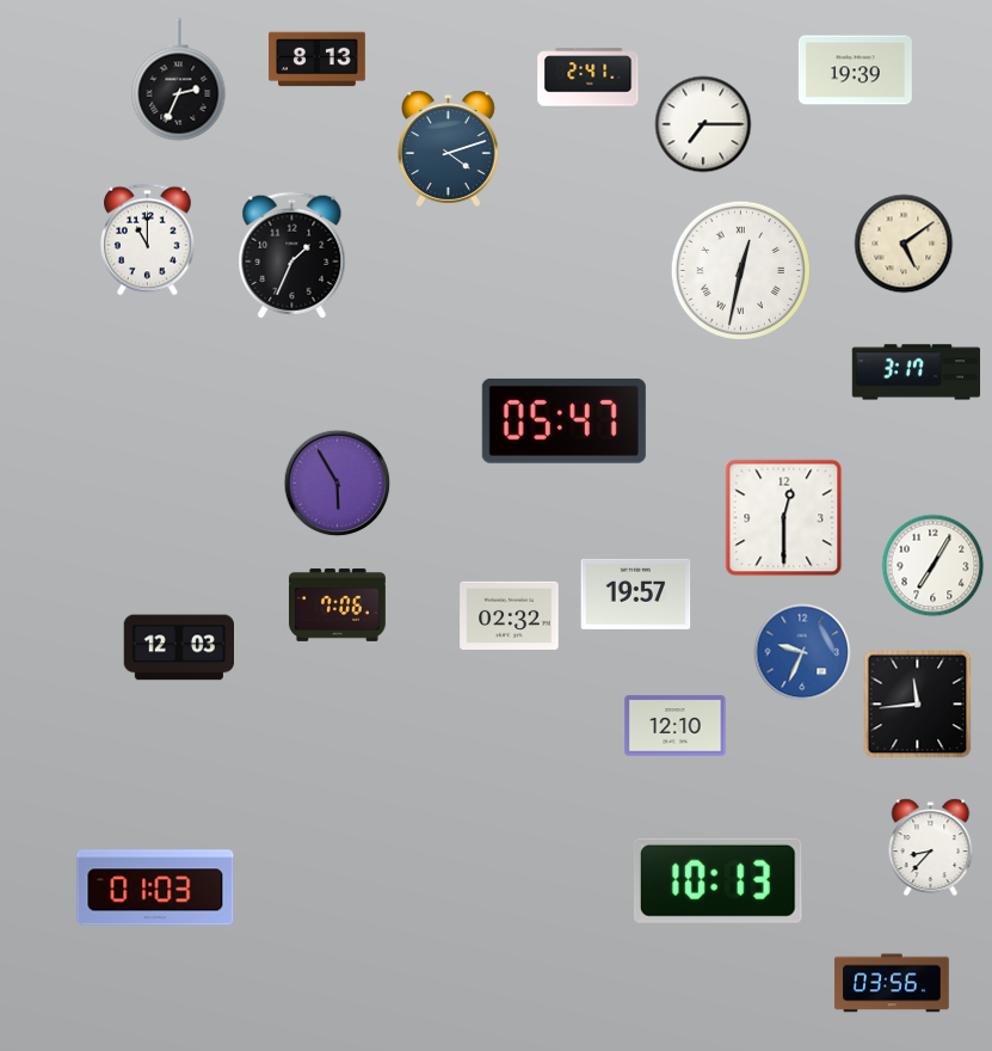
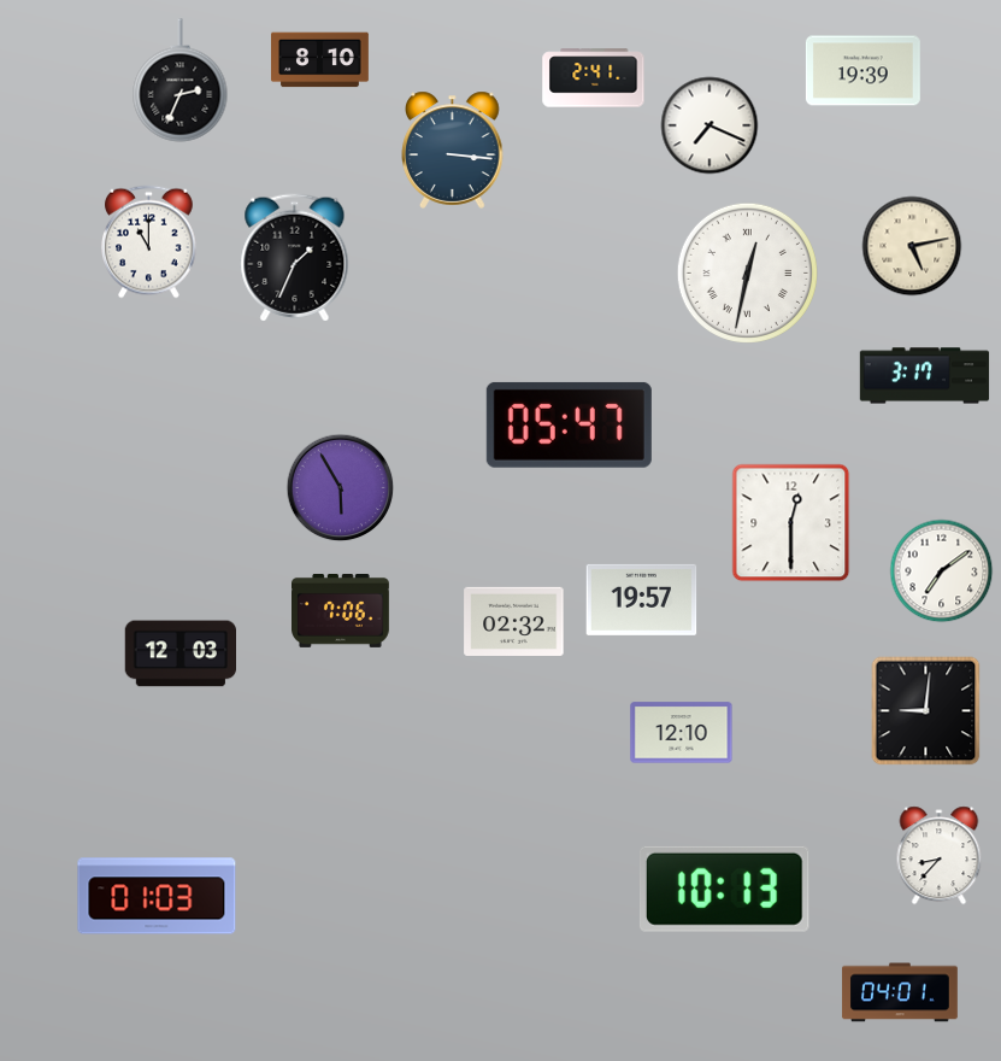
clock at (318, 60): 8:13 -> 8:10
clock at (703, 124): 7:15 -> 7:19
clock at (449, 148): 4:12 -> 3:16
clock at (904, 244): 5:09 -> 5:13
clock at (934, 566): 7:05 -> 7:09
clock at (802, 652): 9:34 -> none
clock at (918, 705): 11:44 -> 9:01
clock at (892, 983): 03:56 -> 04:01
